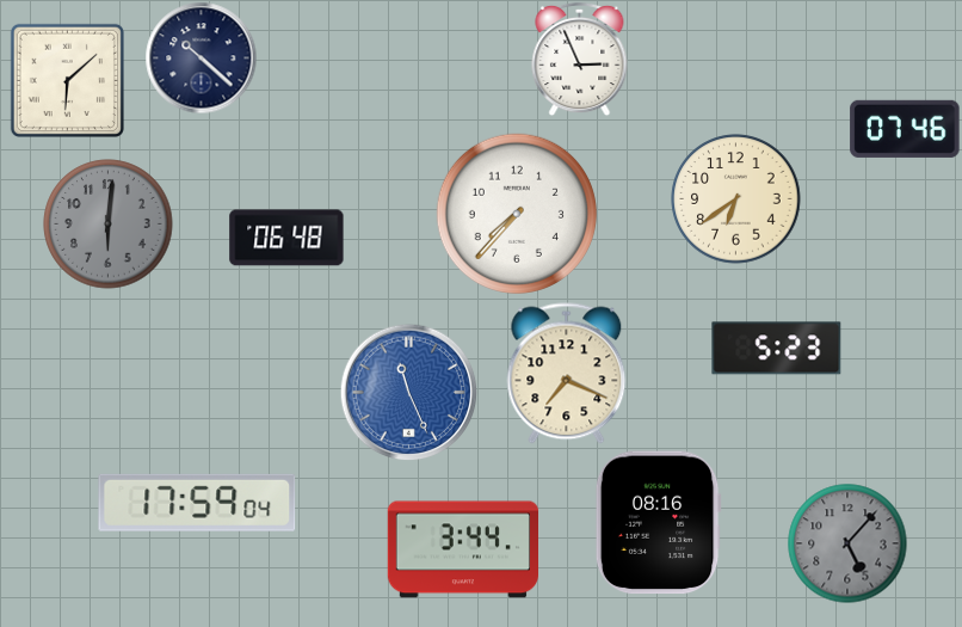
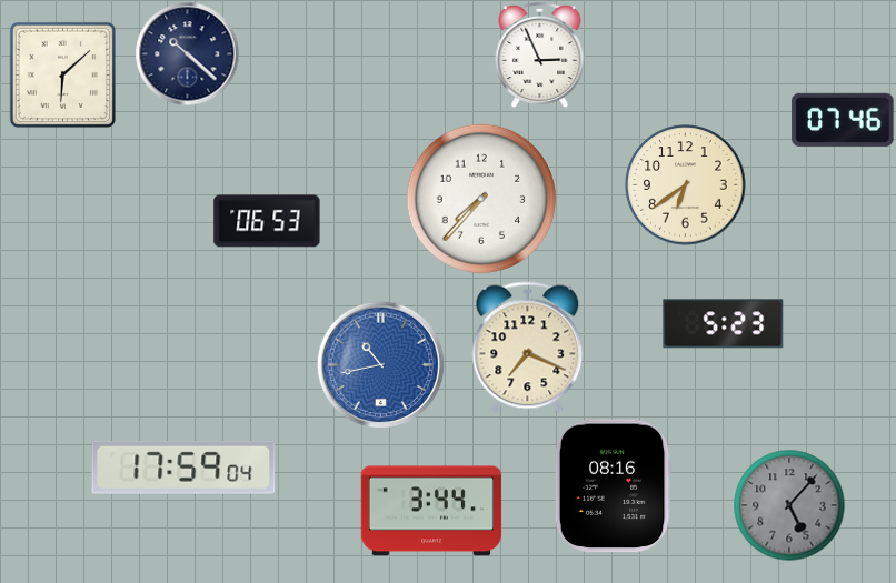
clock at (109, 225): 6:01 -> none
clock at (286, 238): 06:48 -> 06:53
clock at (408, 392): 11:26 -> 10:43
